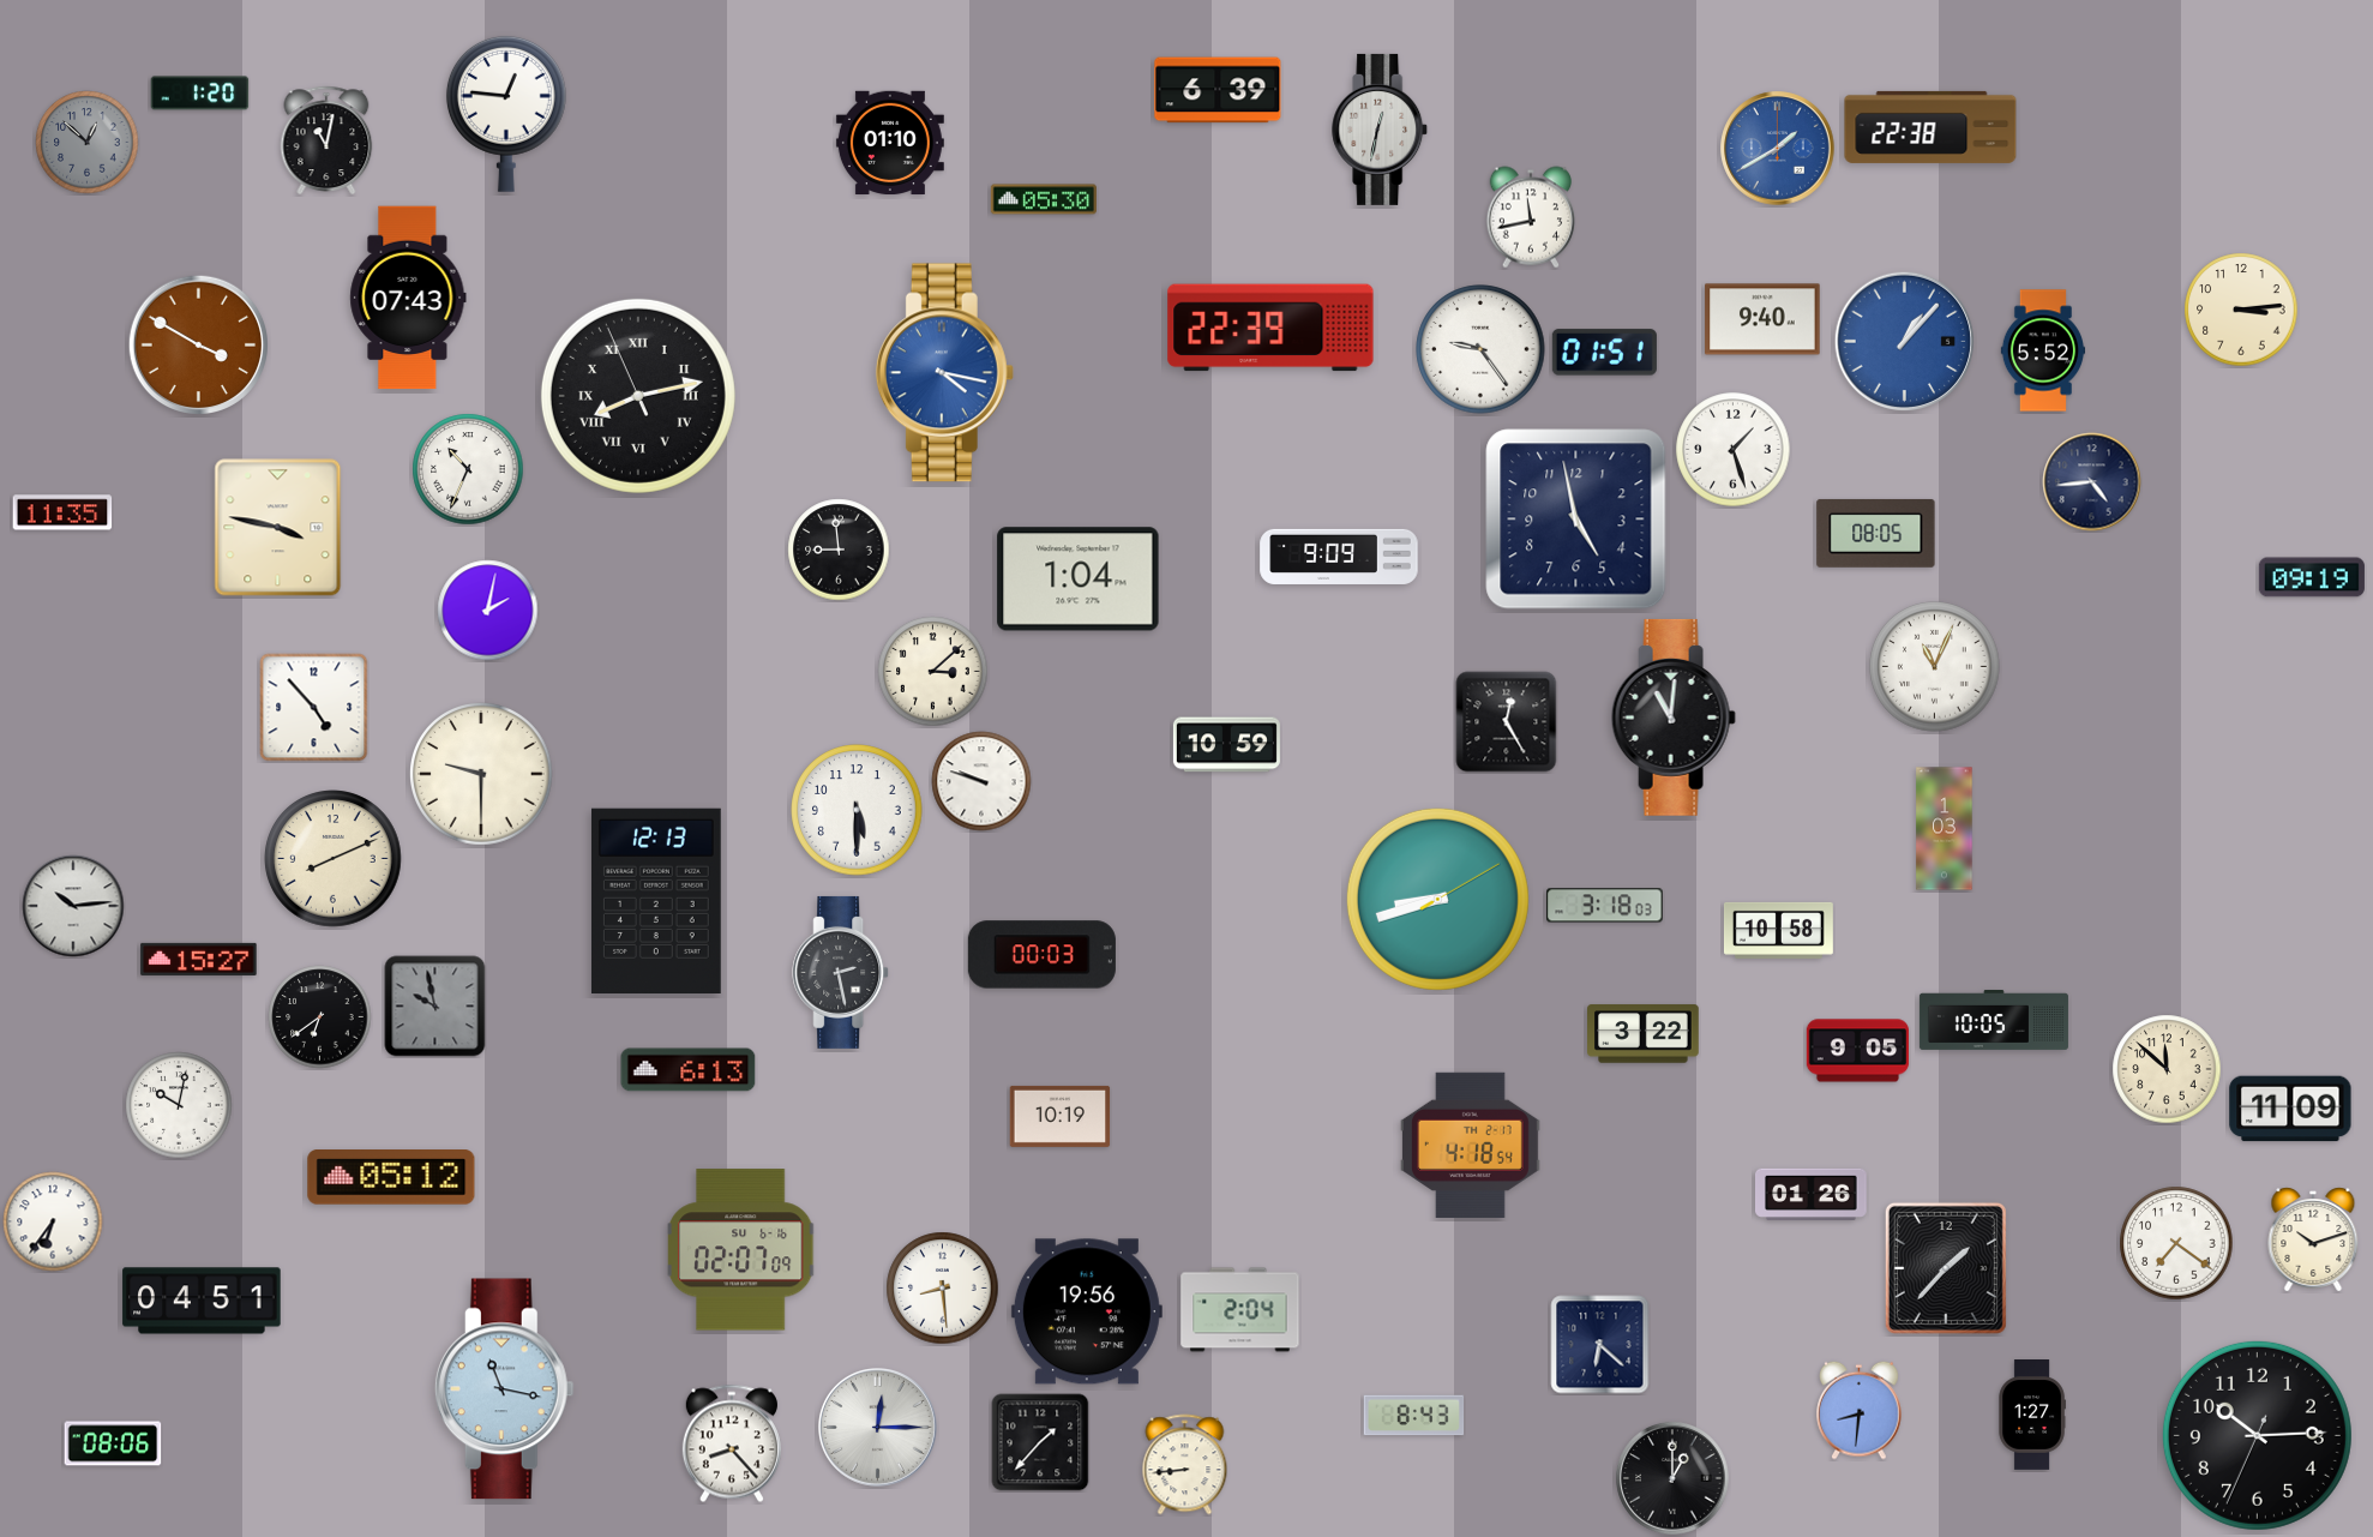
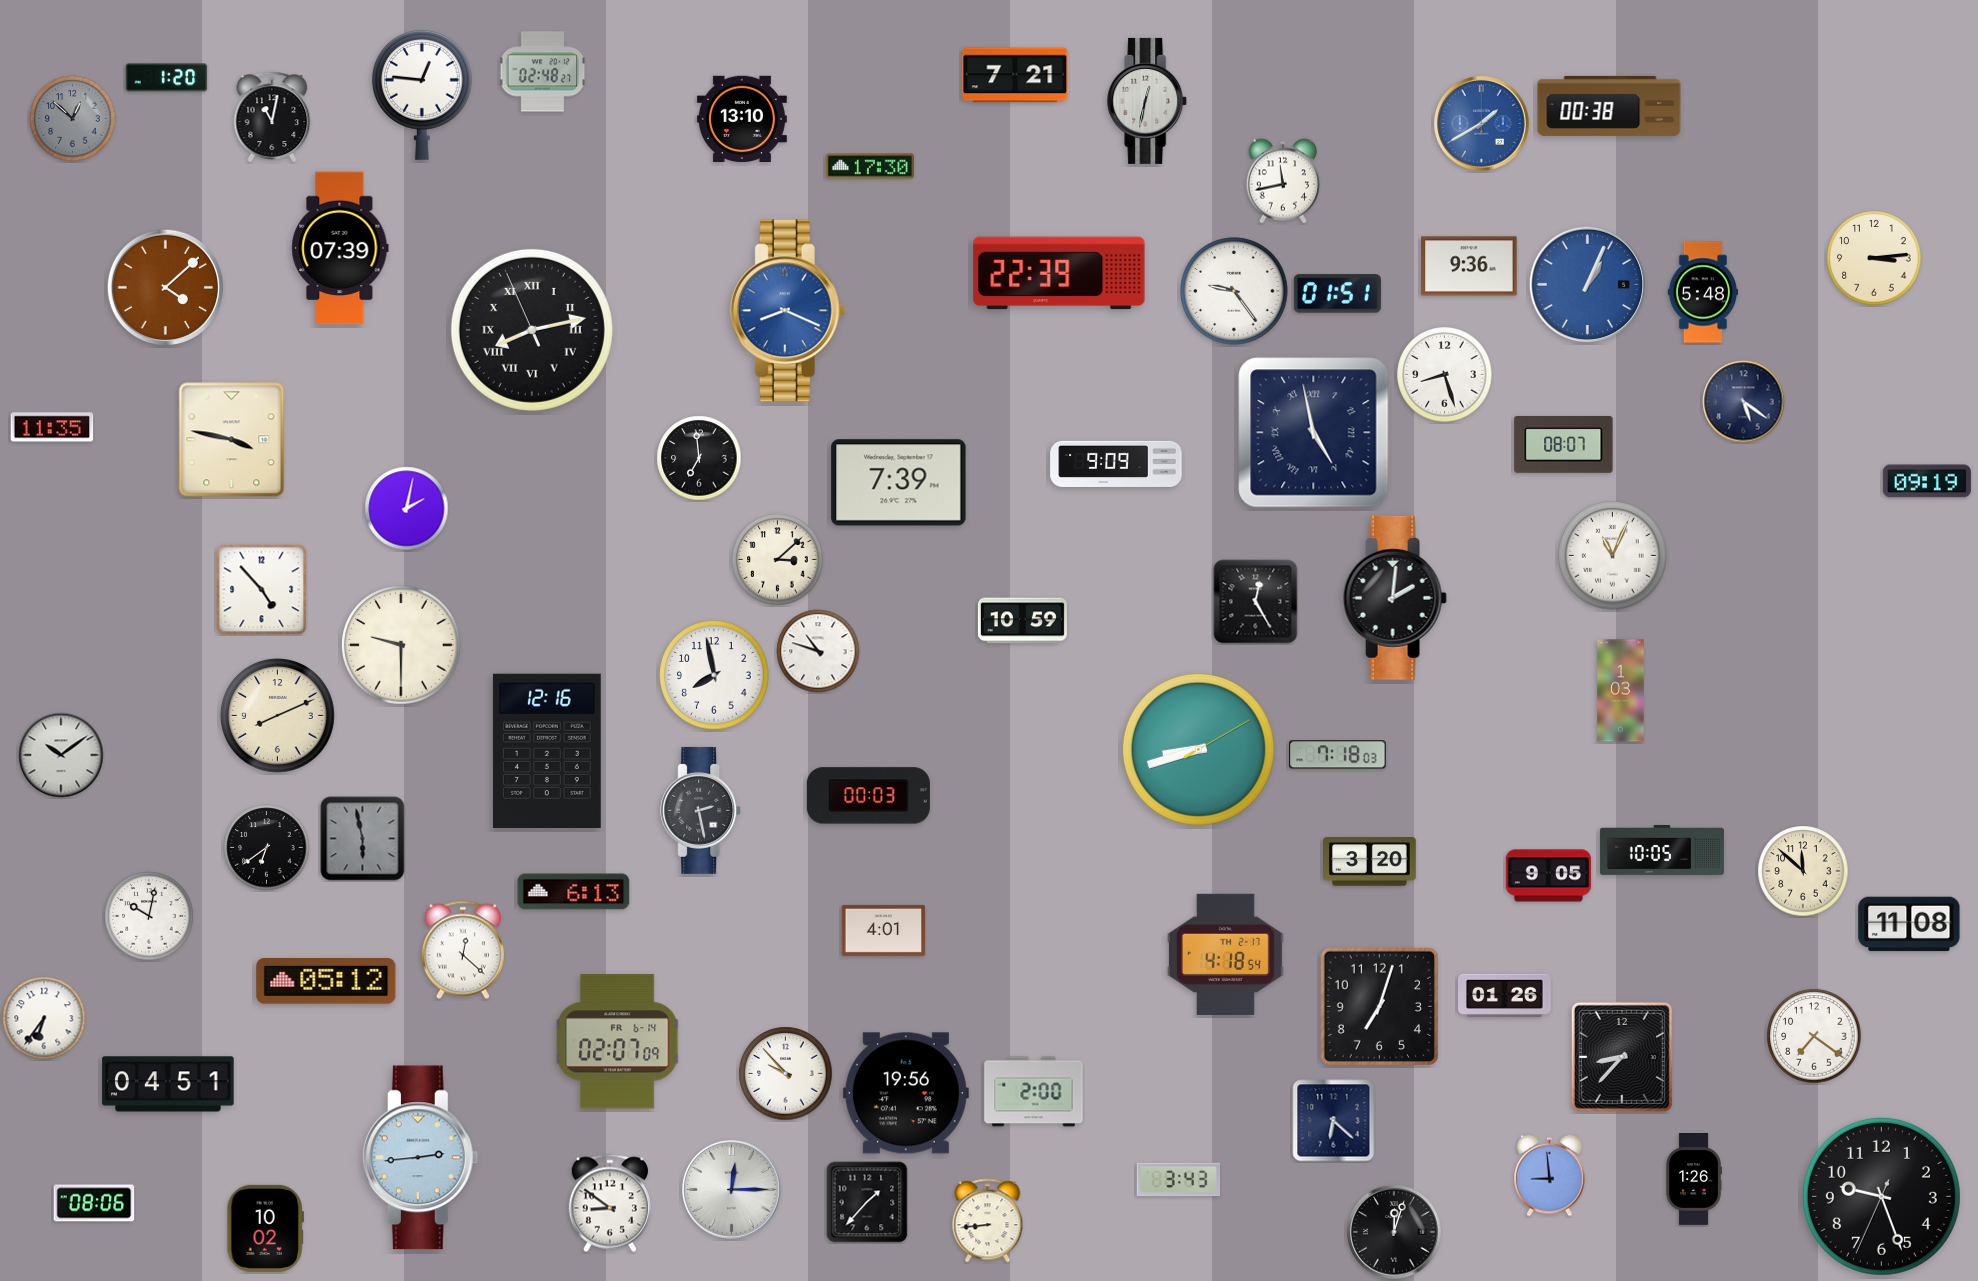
clock at (543, 72): none -> 02:48
clock at (1218, 90): 6:39 -> 7:21
clock at (1930, 127): 22:38 -> 00:38
clock at (1381, 130) position: (1381, 130) -> (1148, 101)
clock at (890, 142): 01:10 -> 13:10
clock at (1044, 199): 05:30 -> 17:30
clock at (1530, 217) position: (1530, 217) -> (1282, 181)
clock at (408, 298): 07:43 -> 07:39
clock at (2241, 310) position: (2241, 310) -> (1874, 258)
clock at (1762, 319): 9:40 -> 9:36
clock at (1905, 342): 1:07 -> 1:04
clock at (199, 346): 3:50 -> 4:08
clock at (2042, 350): 5:52 -> 5:48
clock at (944, 373): 4:17 -> 8:19
clock at (1734, 450): 1:27 -> 8:27
clock at (468, 469): 10:34 -> none
clock at (2092, 482): 4:44 -> 5:21
clock at (1576, 520) numerals: Arabic -> Roman
clock at (1876, 533): 08:05 -> 08:07
clock at (839, 550): 8:59 -> 6:59
clock at (1079, 580): 1:04 -> 7:39
clock at (1674, 718): 11:01 -> 2:01
clock at (981, 781): 9:48 -> 10:48
clock at (857, 810): 5:30 -> 7:58
clock at (656, 900): 12:13 -> 12:16
clock at (73, 906): 10:14 -> 10:09
clock at (1605, 906): 3:18 -> 7:18
clock at (1778, 930): 10:58 -> none
clock at (199, 959): 15:27 -> none
clock at (435, 1007): 9:58 -> 5:58
clock at (1644, 1034): 3:22 -> 3:20
clock at (2167, 1069) position: (2167, 1069) -> (1803, 871)
clock at (179, 1105) position: (179, 1105) -> (149, 916)
clock at (2290, 1109): 11:09 -> 11:08
clock at (1061, 1116): 10:19 -> 4:01
clock at (463, 950): none -> 12:22
clock at (1812, 1194) position: (1812, 1194) -> (1505, 995)
clock at (1379, 1006): none -> 7:03
clock at (2313, 1239): 10:12 -> none
clock at (740, 1250) date: SU 6-16 -> FR 6-14
clock at (1946, 1268): 1:37 -> 8:37
clock at (943, 1289): 8:29 -> 9:53
clock at (1240, 1310): 2:04 -> 2:00
clock at (504, 1389): 11:17 -> 2:44
clock at (1860, 1410): 8:31 -> 8:59
clock at (1414, 1416): 8:43 -> 3:43
clock at (2032, 1416): 1:27 -> 1:26
clock at (2257, 1435): 10:14 -> 9:26
clock at (732, 1443): 8:23 -> 8:51
clock at (265, 1228): none -> 10:02
clock at (1672, 1478): 1:00 -> 12:03
